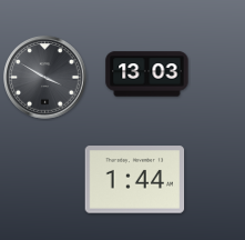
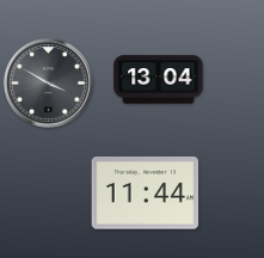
clock at (147, 74): 13:03 -> 13:04
clock at (135, 180): 1:44 -> 11:44
